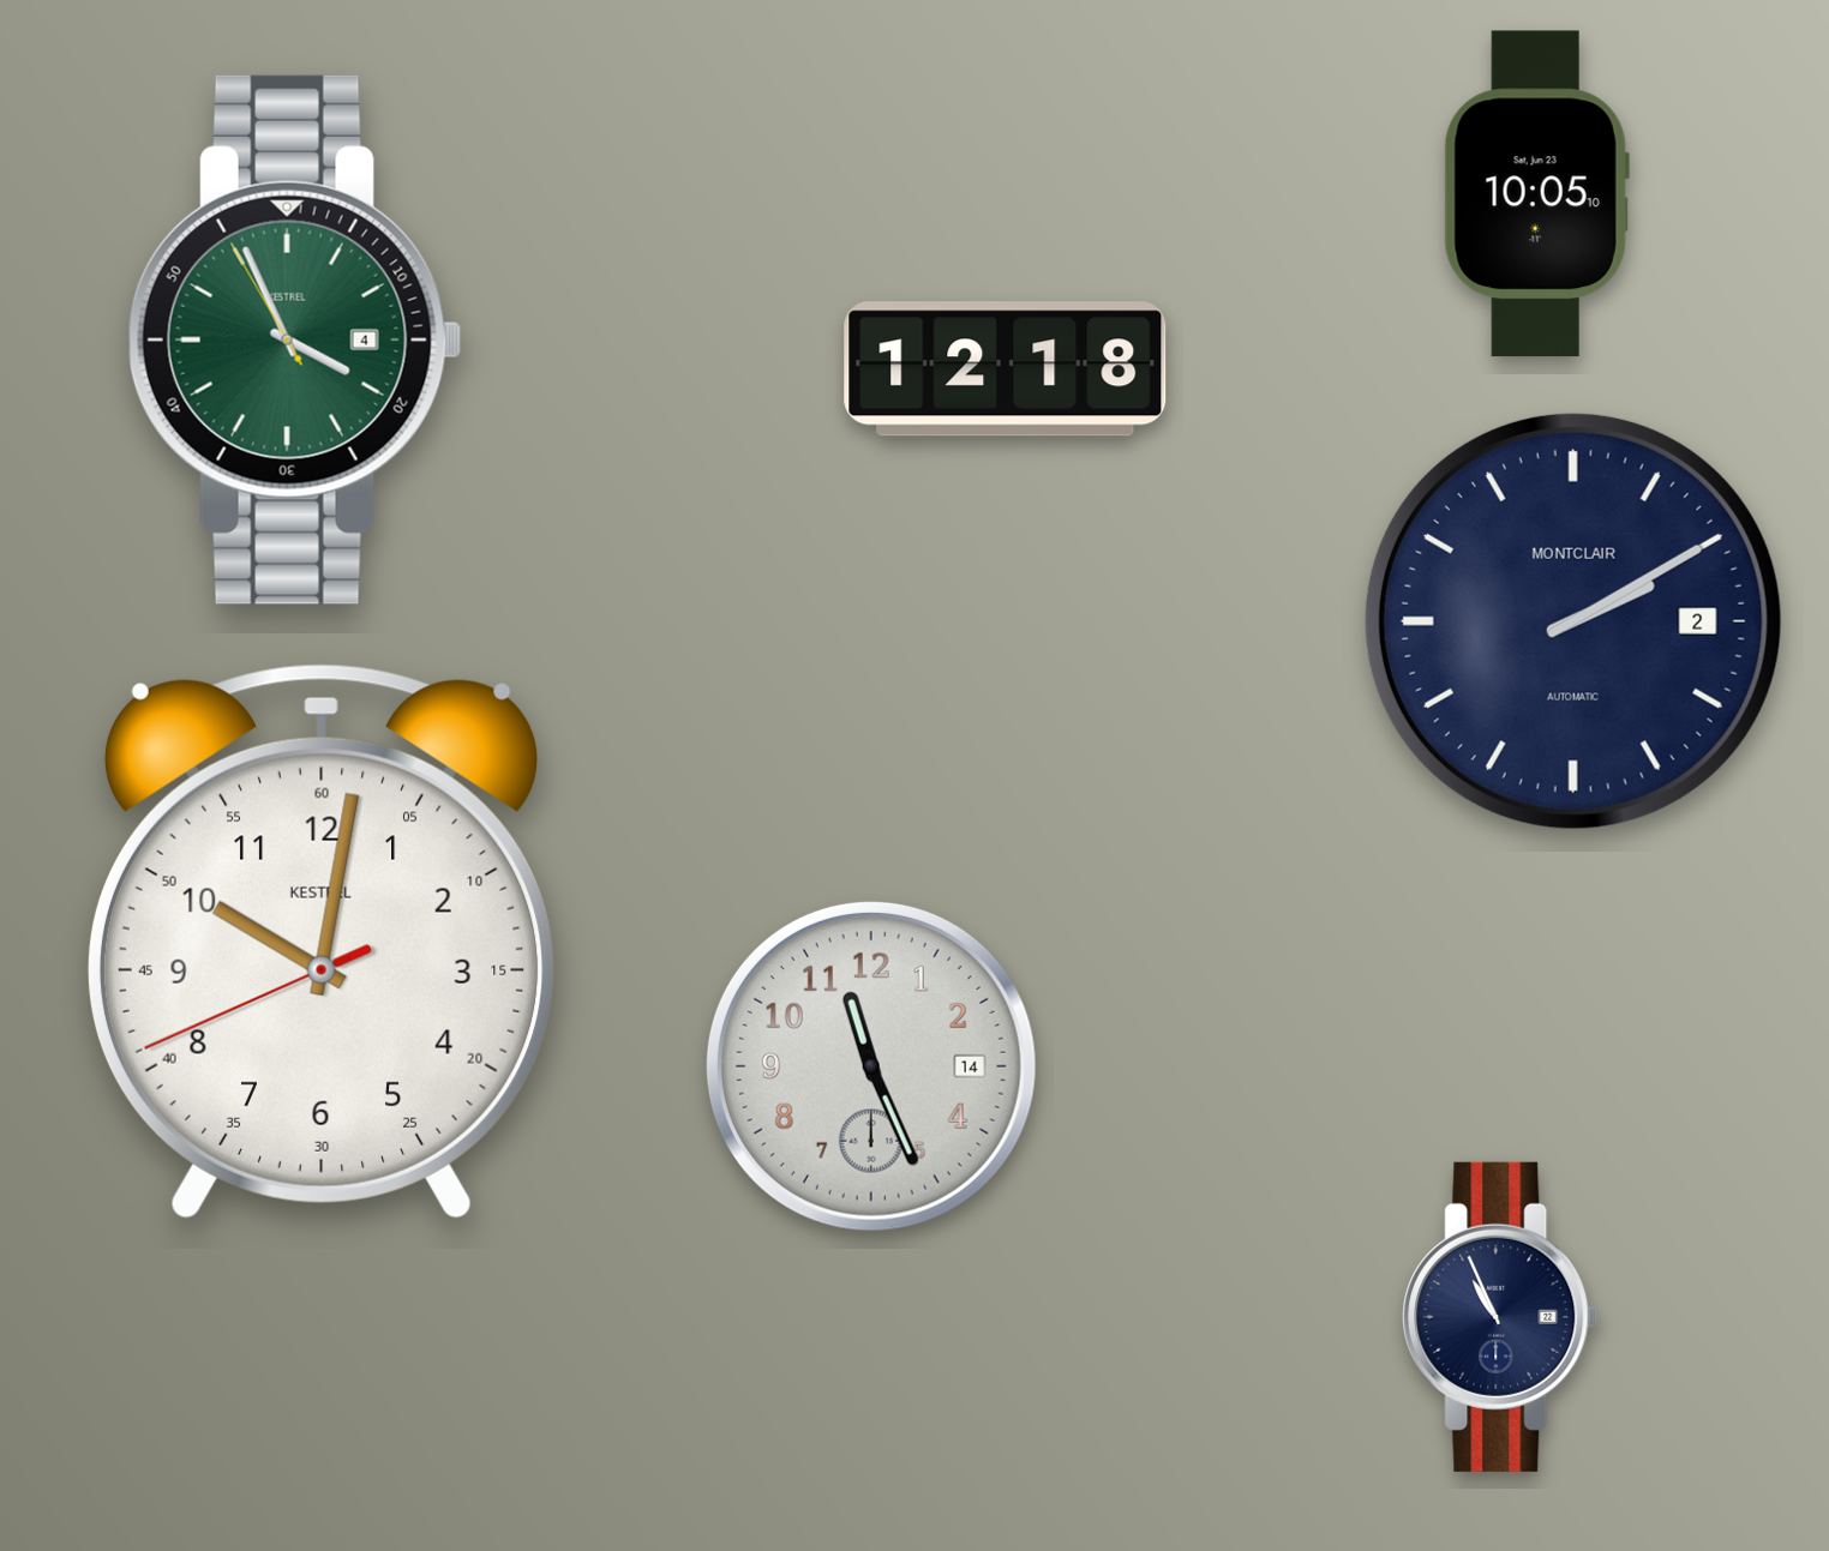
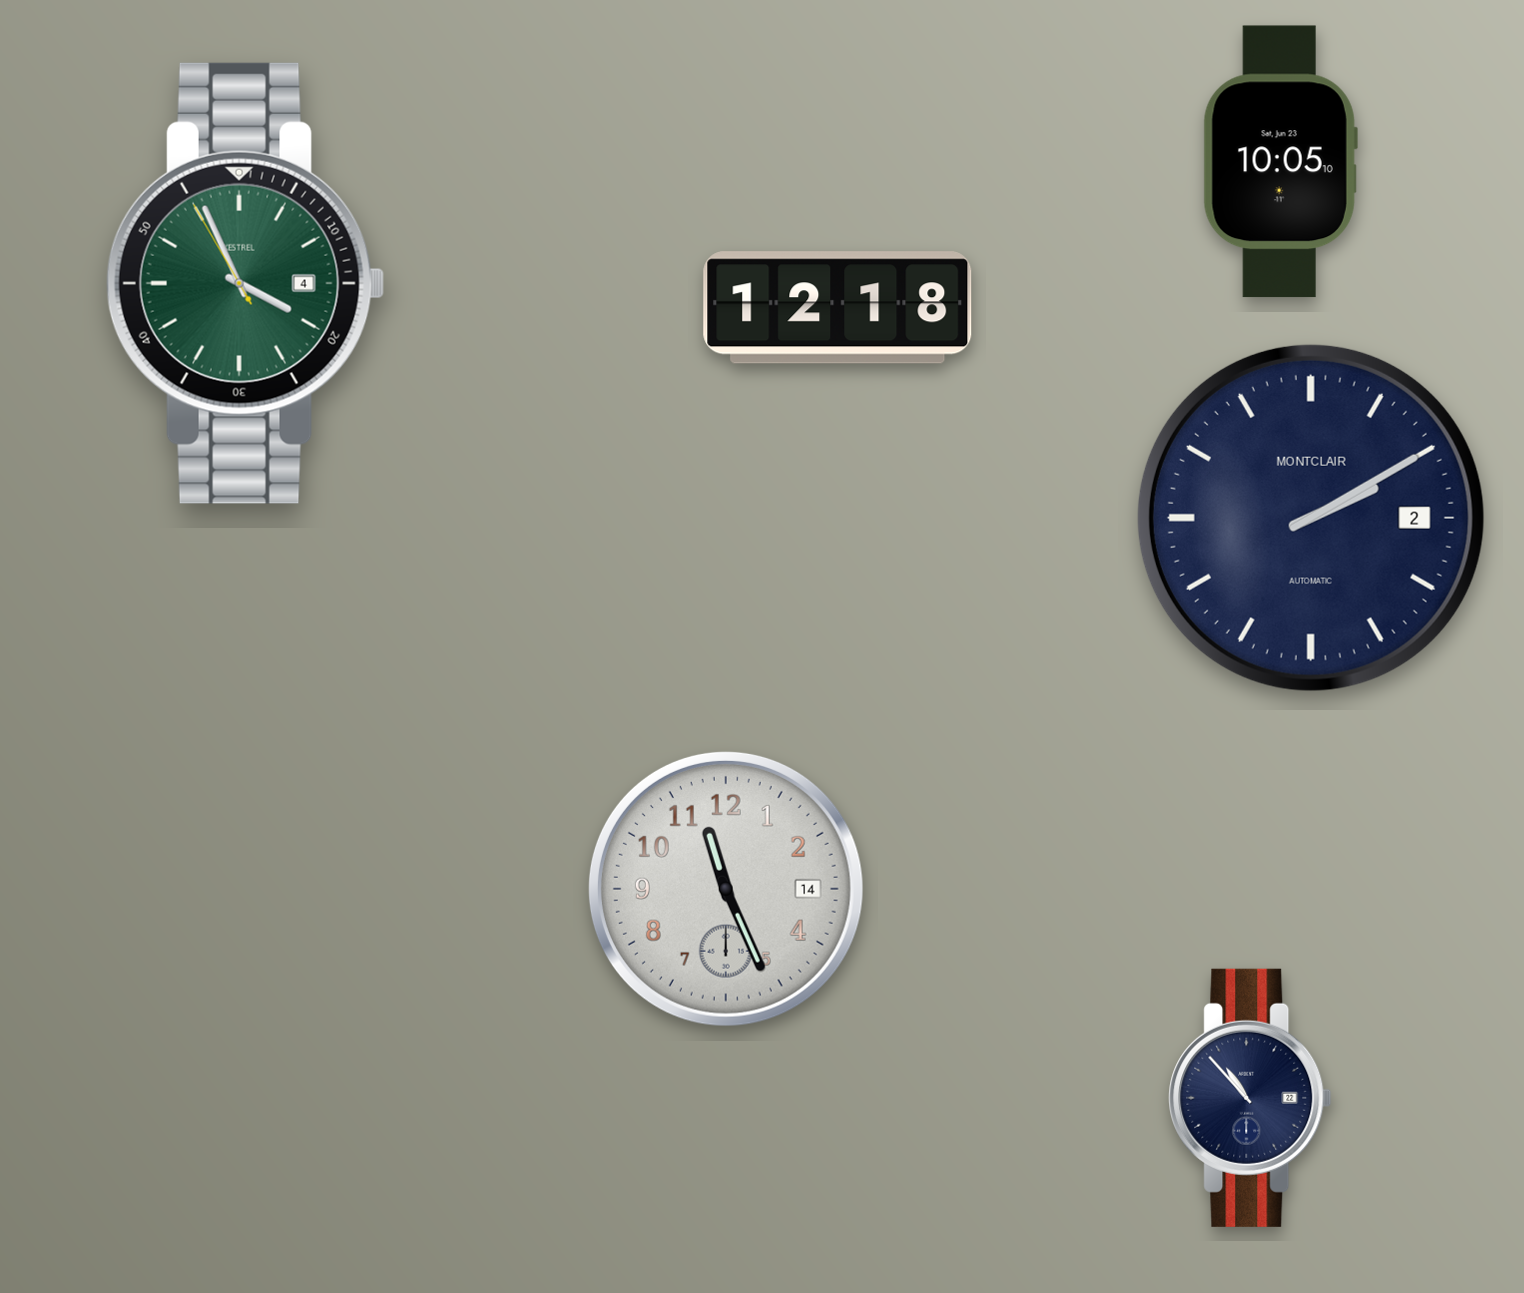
clock at (322, 942): 10:01 -> none
clock at (1500, 1317): 10:56 -> 10:53
